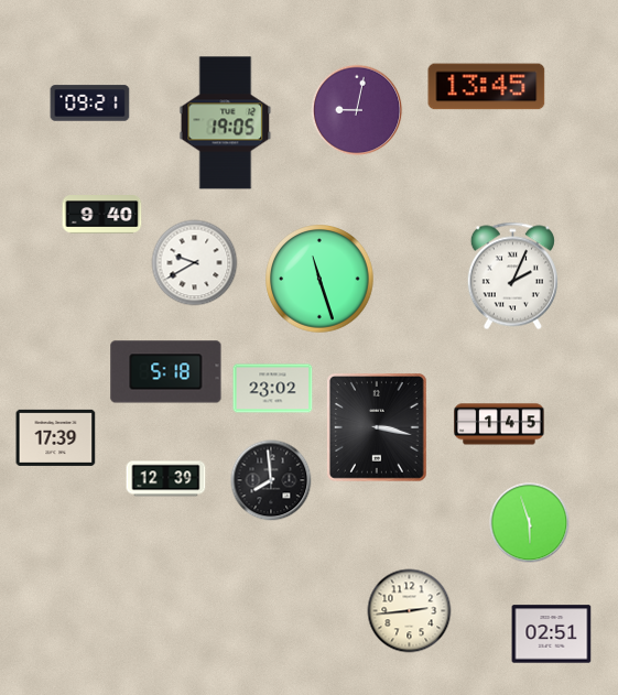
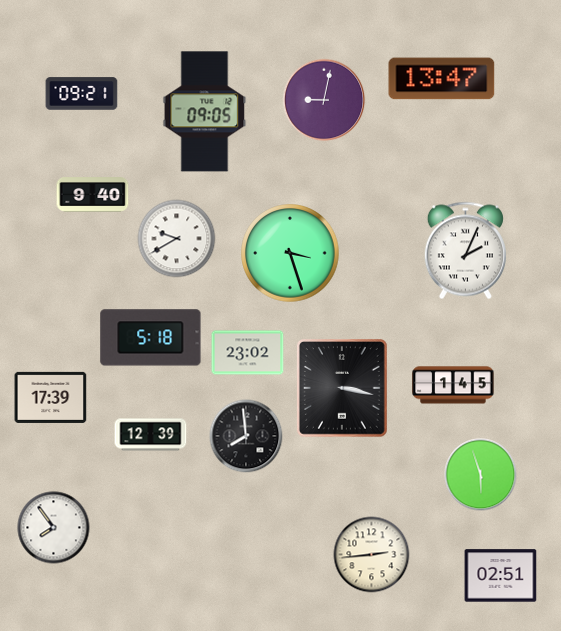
clock at (487, 87): 13:45 -> 13:47
clock at (226, 123): 19:05 -> 09:05
clock at (319, 279): 11:27 -> 3:27
clock at (54, 528): none -> 7:54
